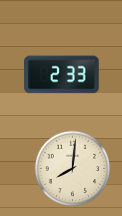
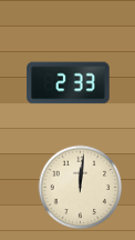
clock at (73, 169): 8:01 -> 12:01
